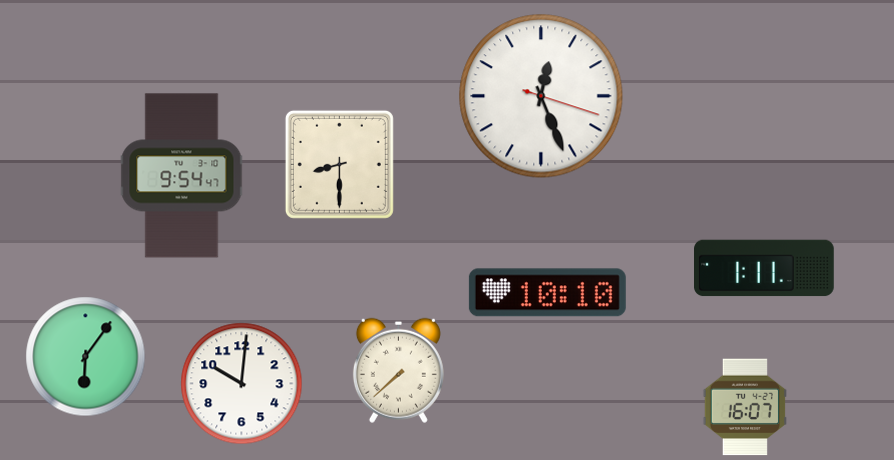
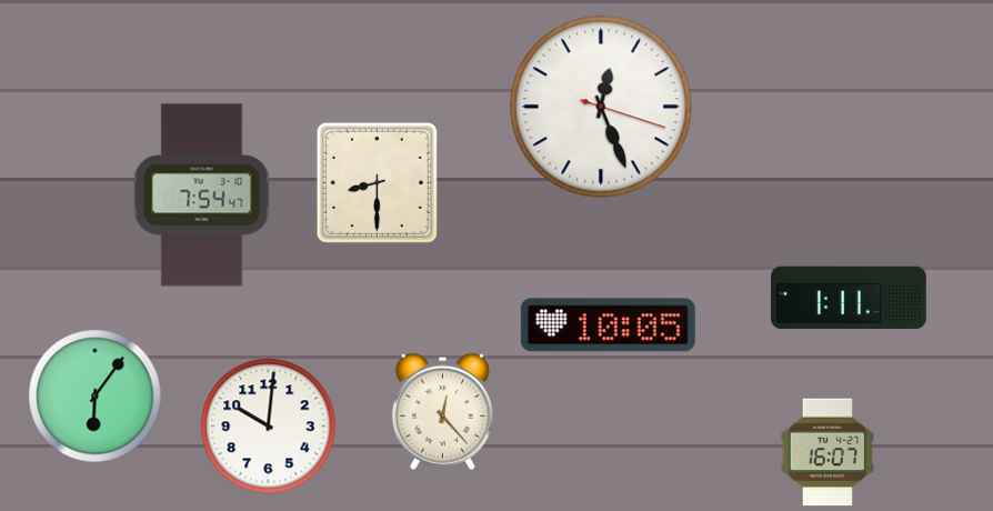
clock at (182, 176): 9:54 -> 7:54
clock at (547, 293): 10:10 -> 10:05
clock at (398, 370): 7:38 -> 12:23
